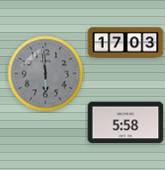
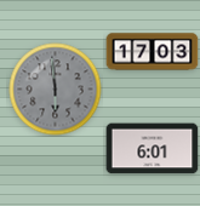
clock at (126, 123): 5:58 -> 6:01
